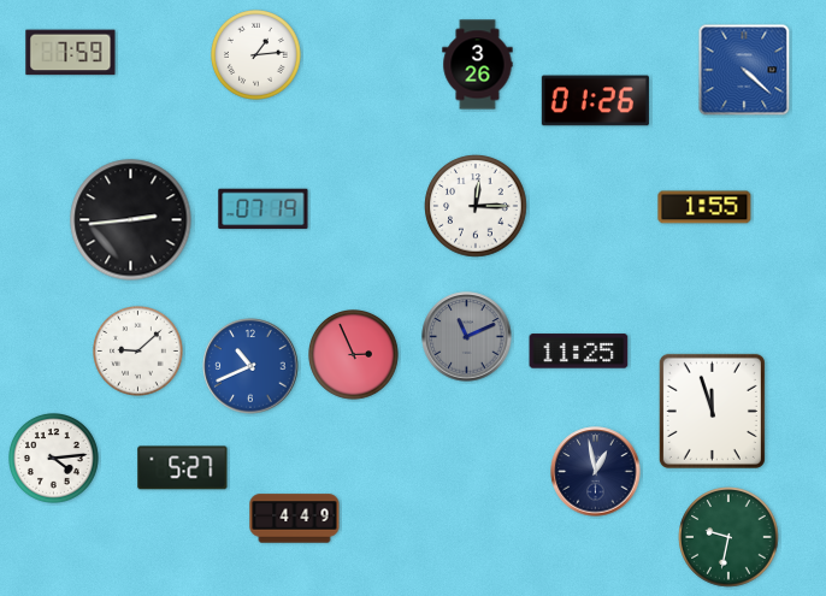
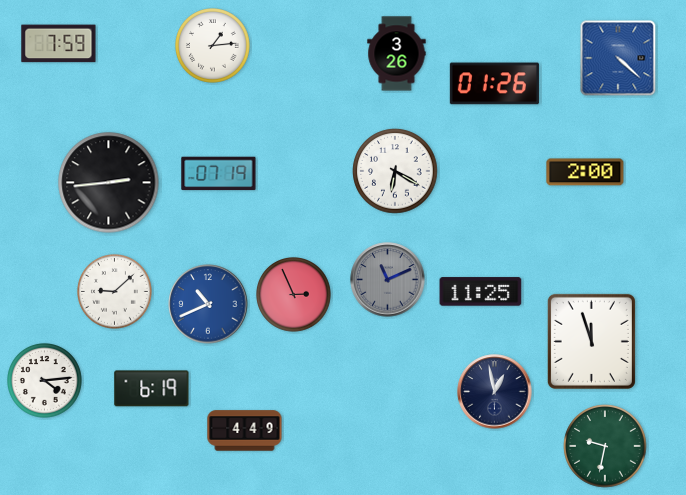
clock at (476, 206): 12:15 -> 6:20
clock at (704, 207): 1:55 -> 2:00
clock at (183, 468): 5:27 -> 6:19
